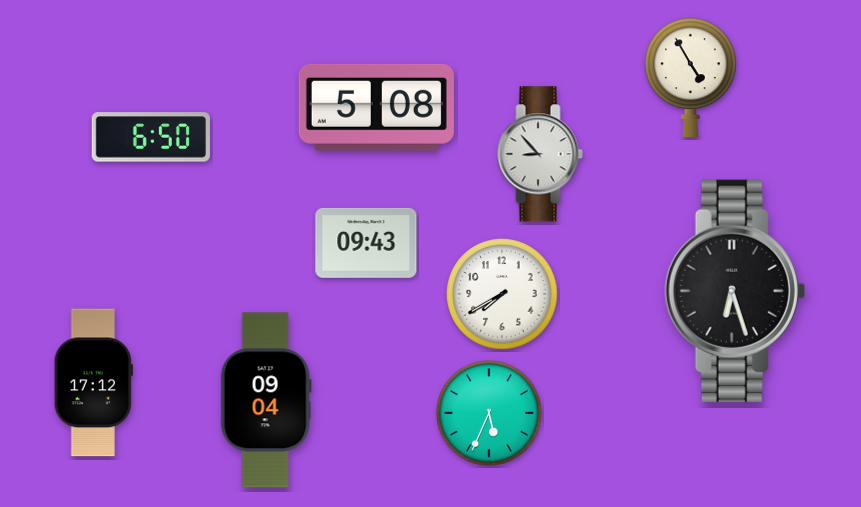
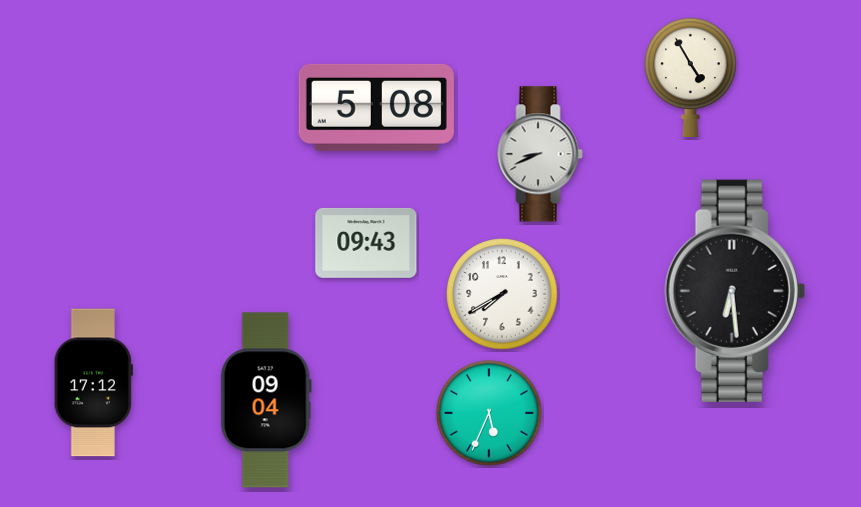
clock at (151, 137): 6:50 -> none
clock at (540, 154): 8:53 -> 8:41
clock at (735, 291): 6:27 -> 6:29
